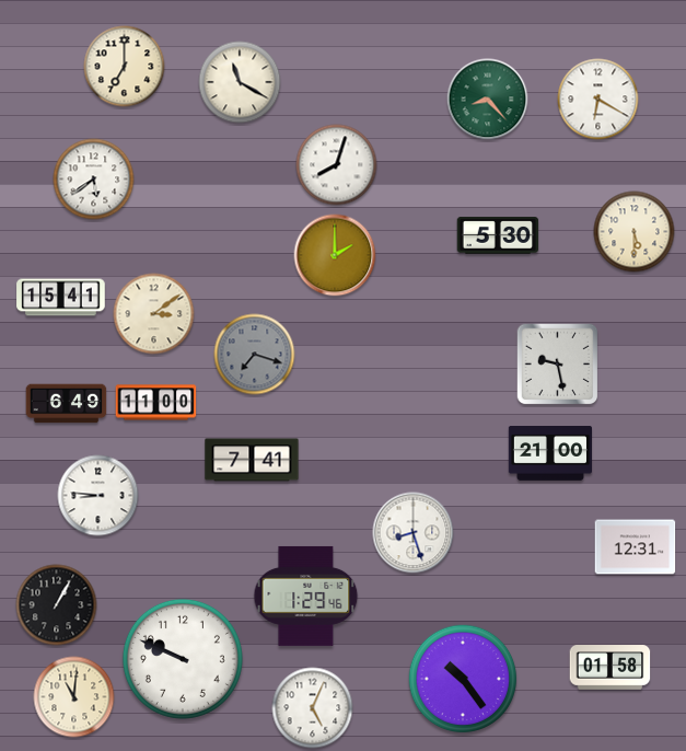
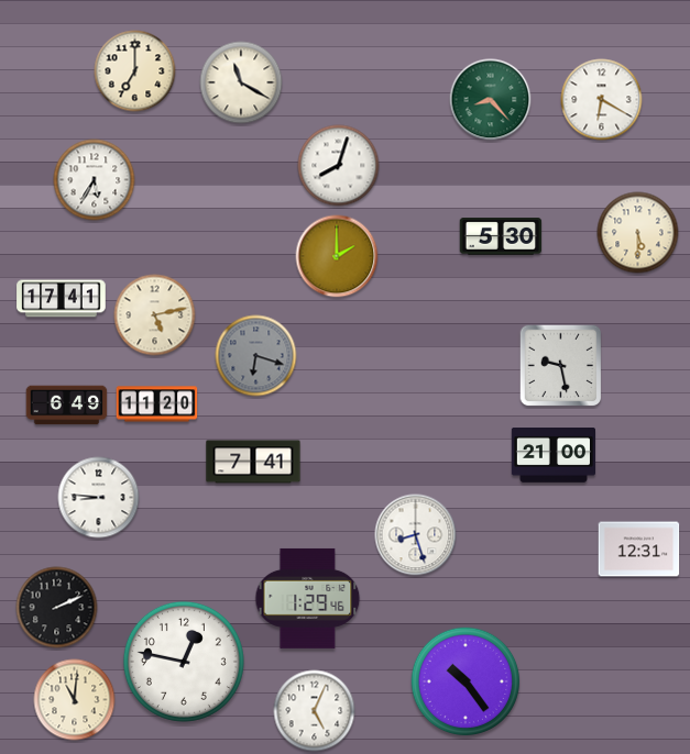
clock at (125, 67) position: (125, 67) -> (135, 71)
clock at (94, 180): 5:39 -> 5:35
clock at (61, 298): 15:41 -> 17:41
clock at (154, 314): 3:09 -> 5:13
clock at (255, 355): 7:18 -> 6:18
clock at (156, 403): 11:00 -> 11:20
clock at (57, 605): 1:05 -> 2:11
clock at (183, 659): 9:49 -> 12:47
clock at (611, 668): 01:58 -> none
